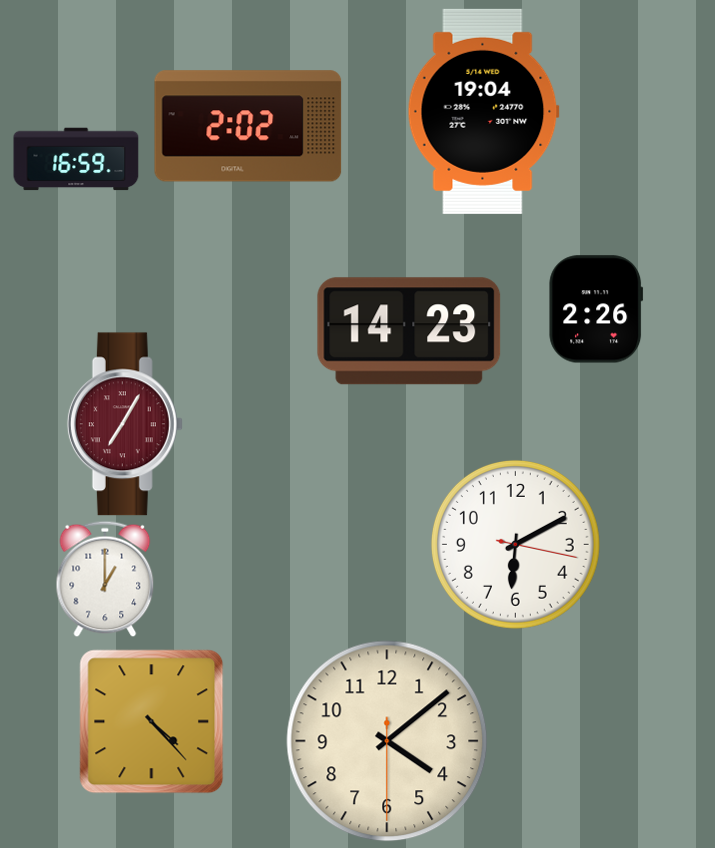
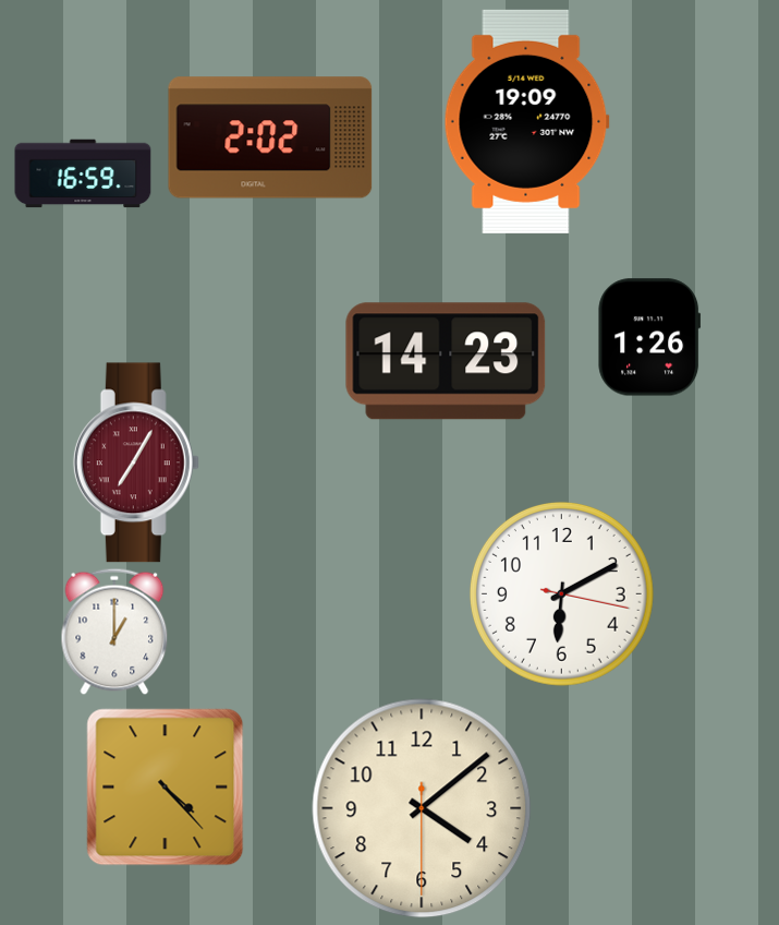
clock at (483, 111): 19:04 -> 19:09
clock at (596, 309): 2:26 -> 1:26
